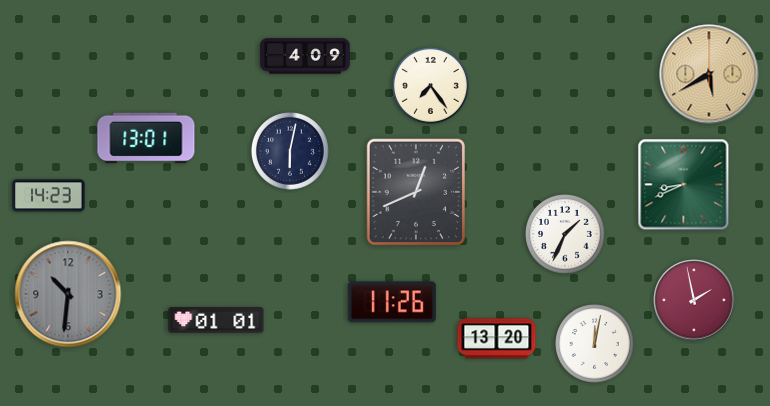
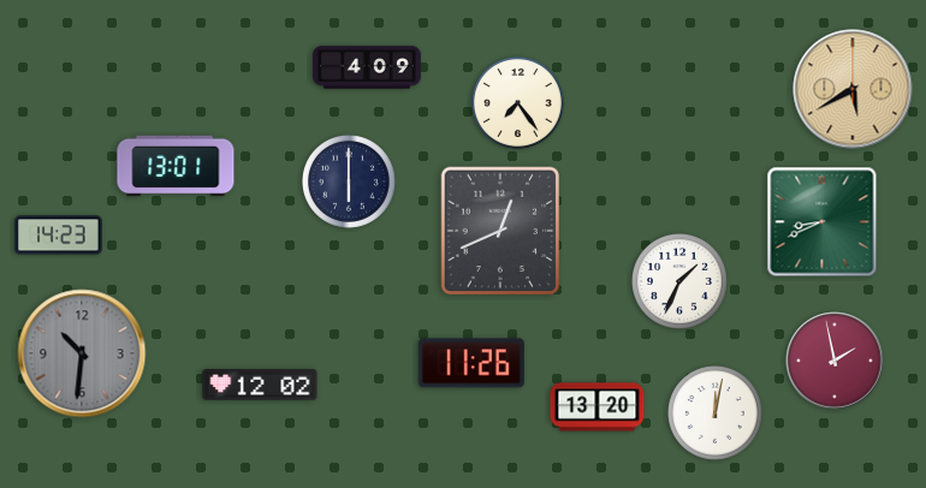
clock at (290, 151): 6:02 -> 6:00
clock at (216, 320): 01:01 -> 12:02
